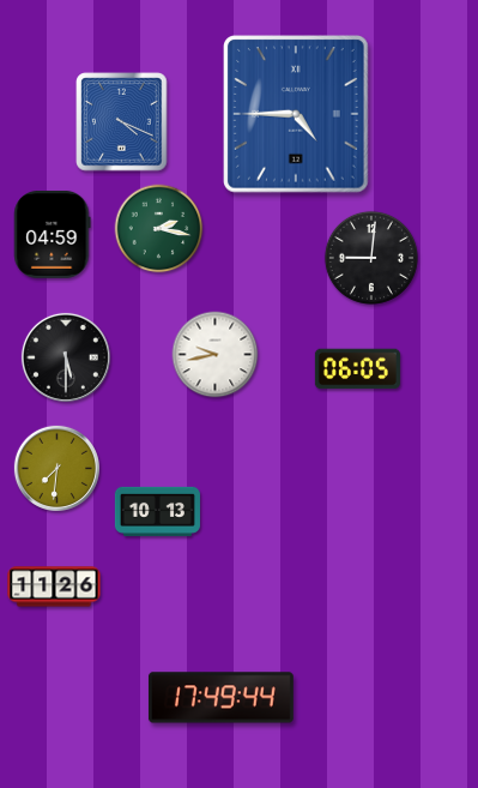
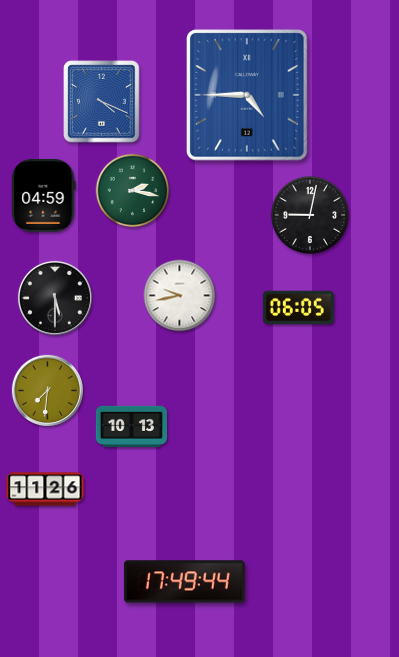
clock at (371, 258): 9:01 -> 9:02
